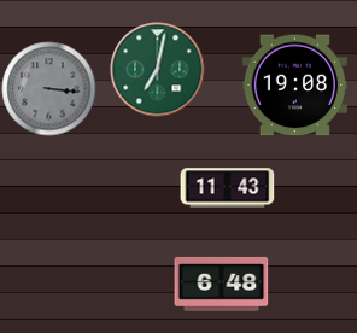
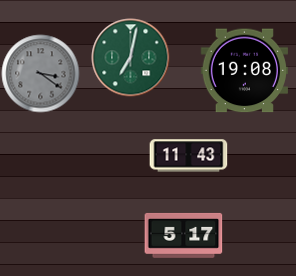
clock at (48, 88): 3:16 -> 3:21
clock at (221, 284): 6:48 -> 5:17
